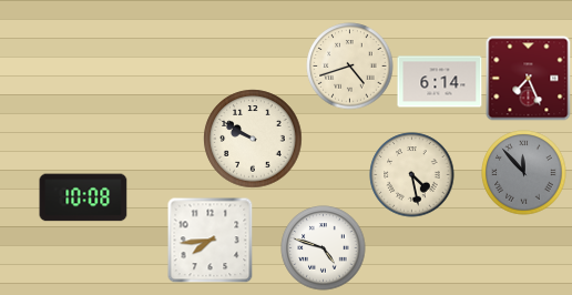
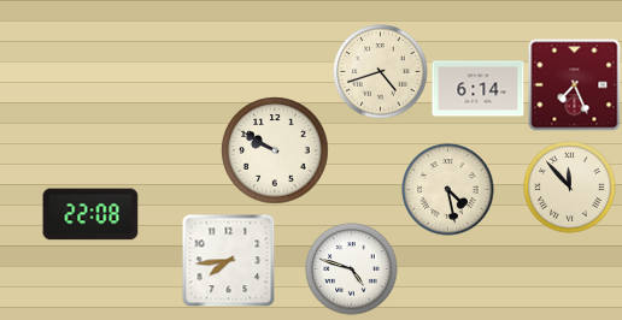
clock at (524, 173) dial: grey -> cream
clock at (83, 197): 10:08 -> 22:08
